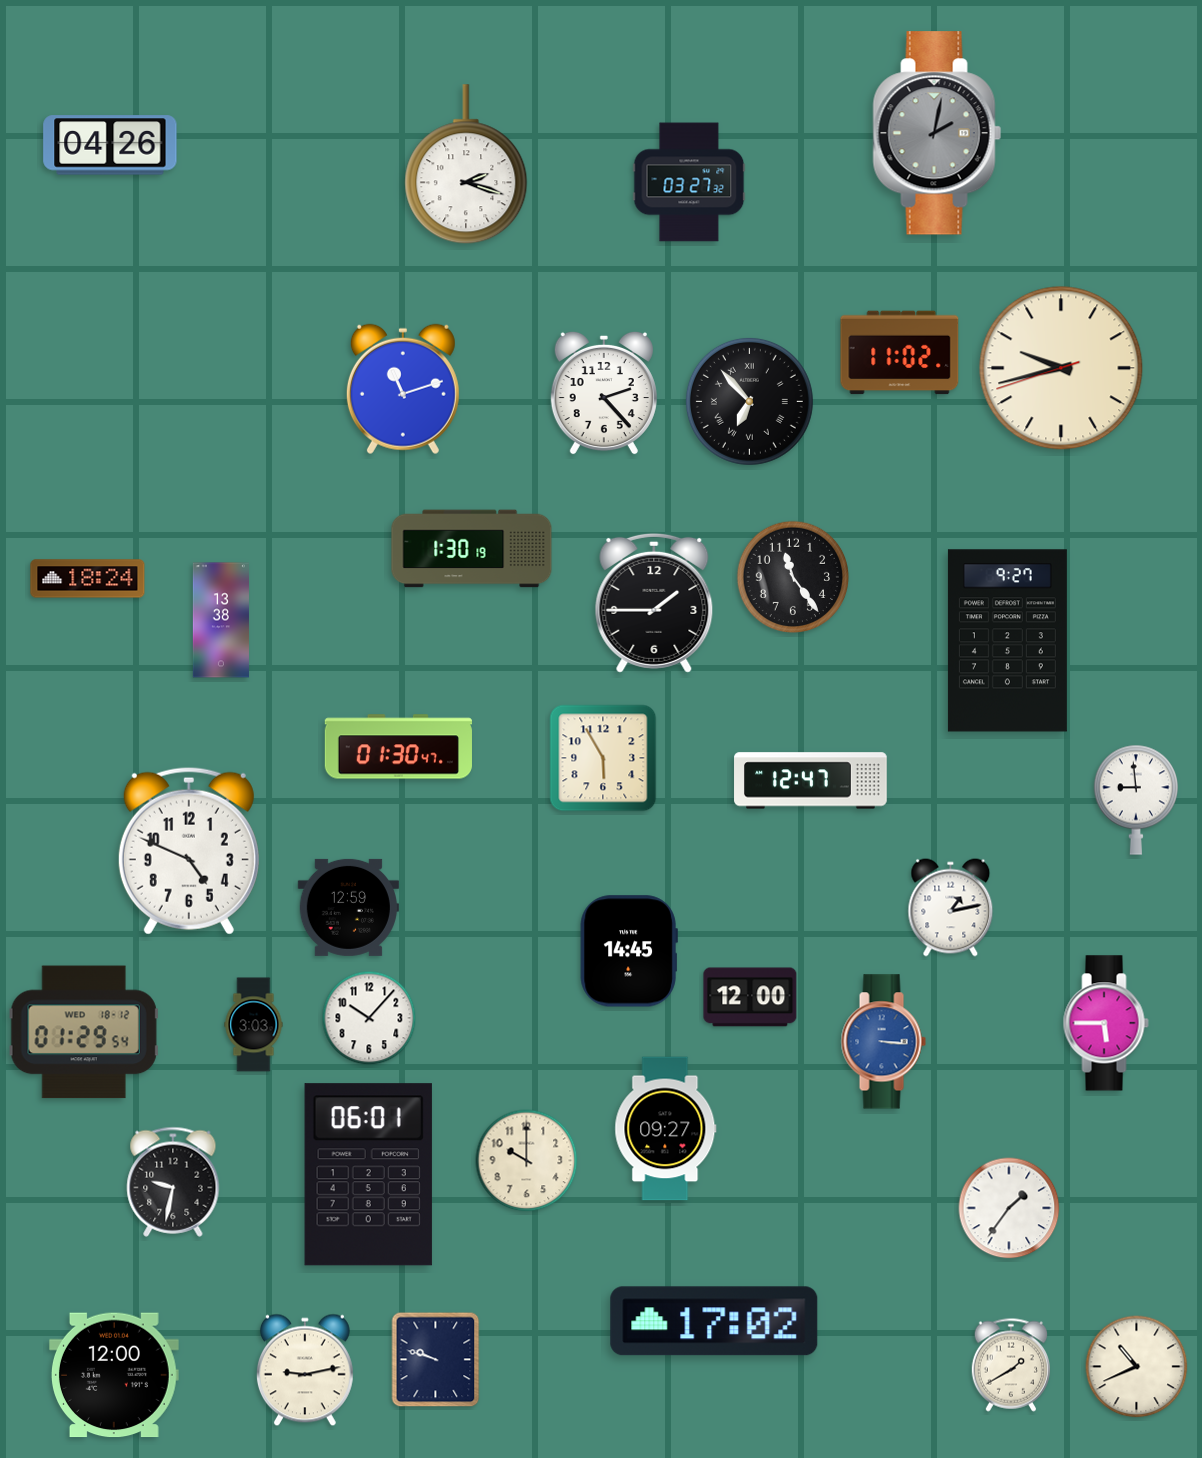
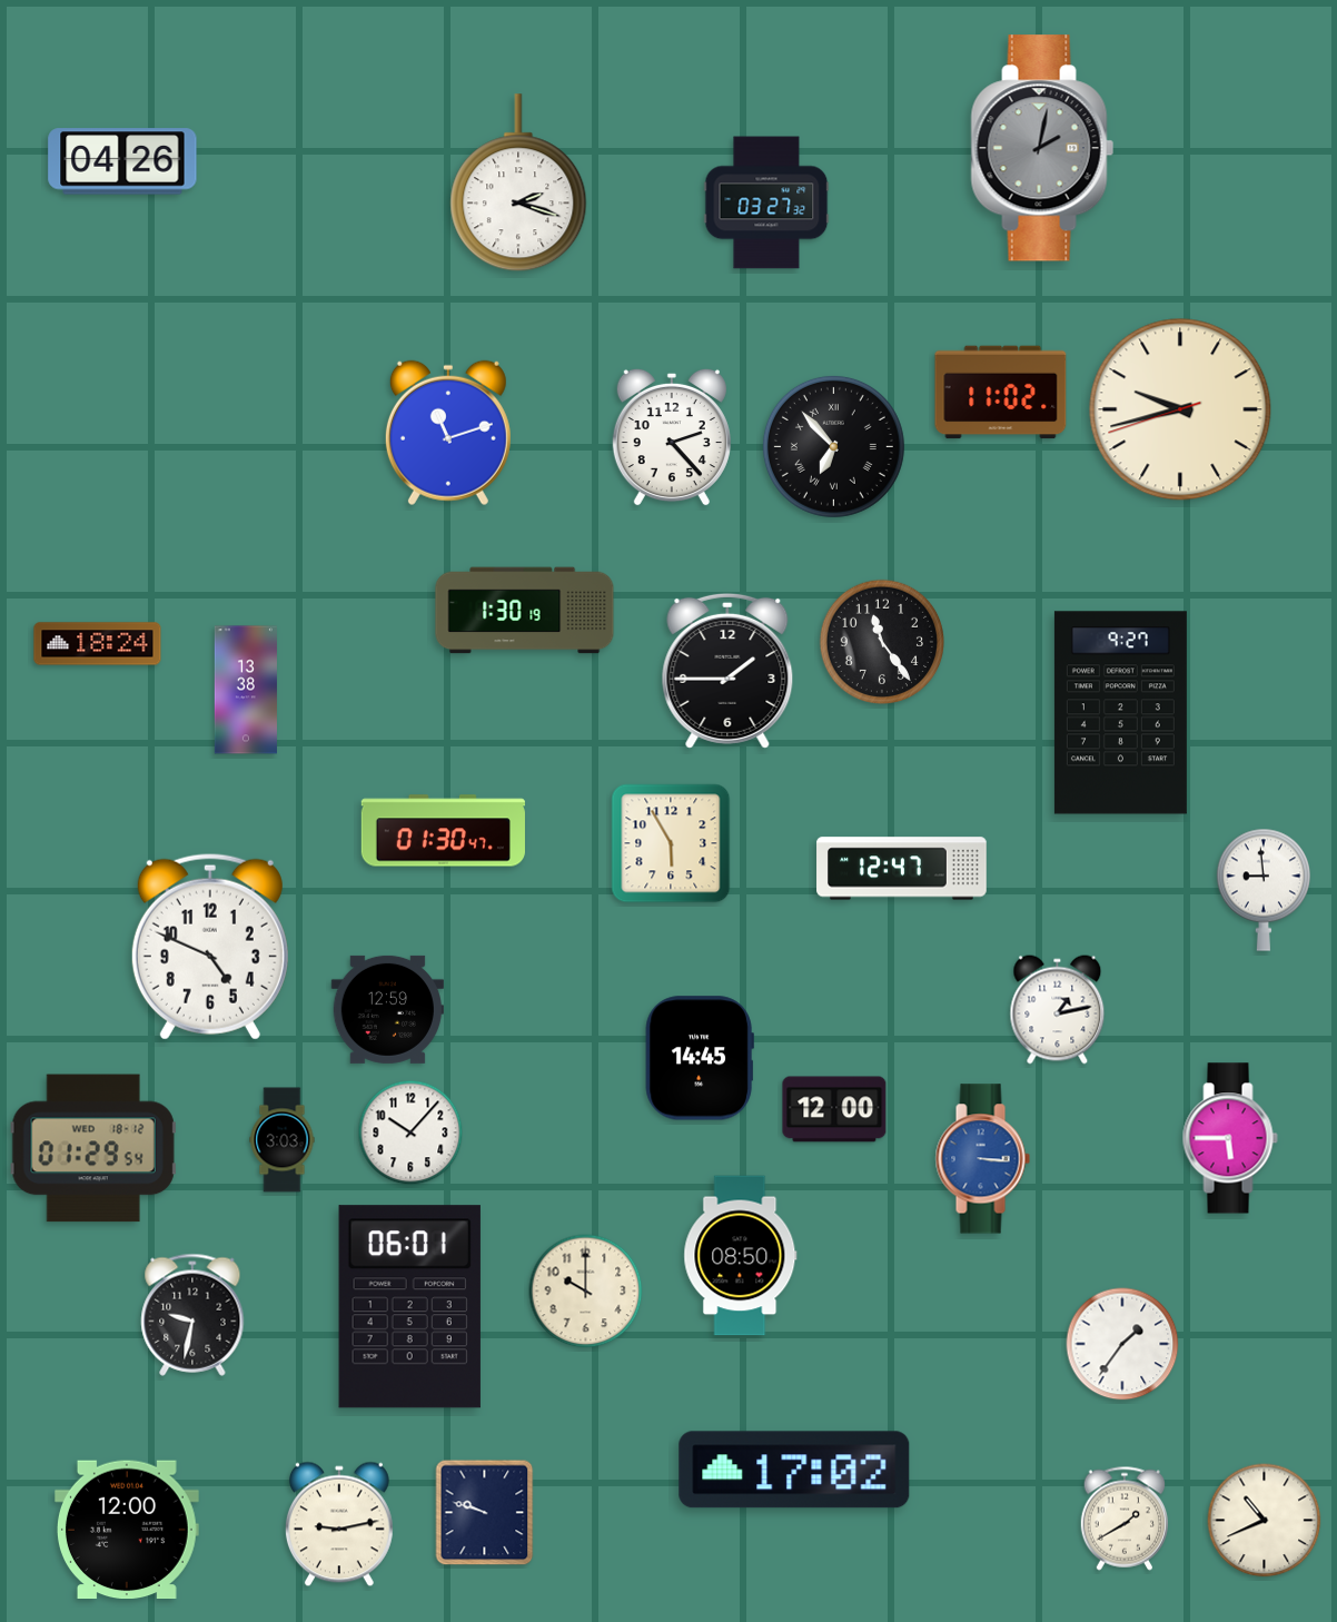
clock at (666, 1129): 09:27 -> 08:50
